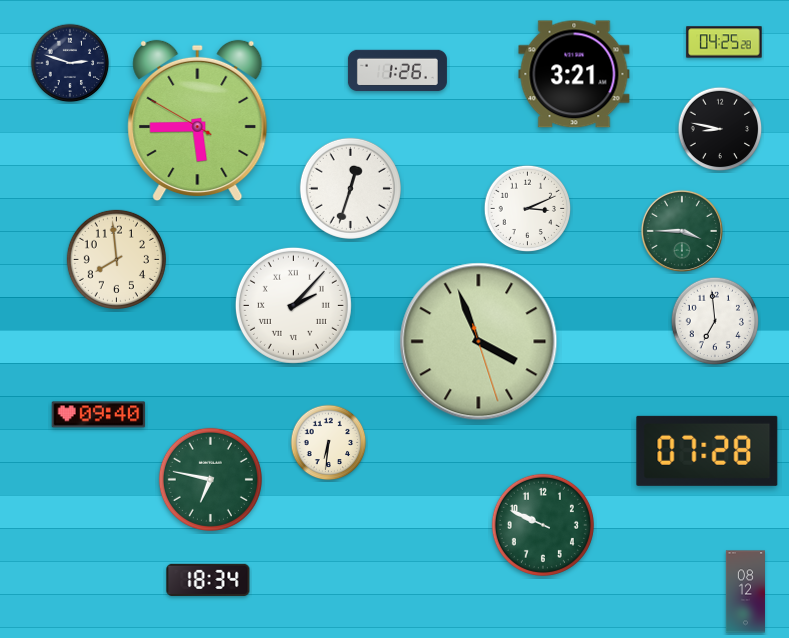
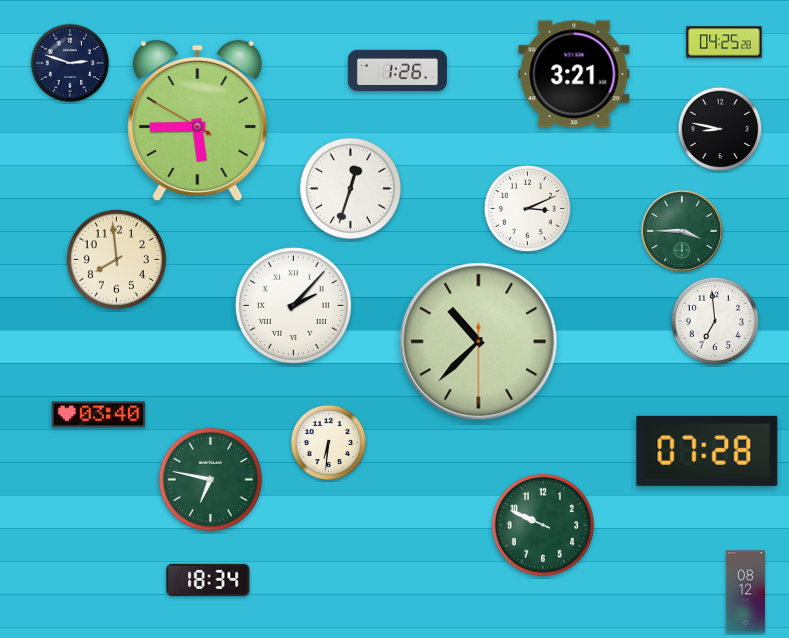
clock at (479, 342): 3:56 -> 10:37
clock at (99, 415): 09:40 -> 03:40
